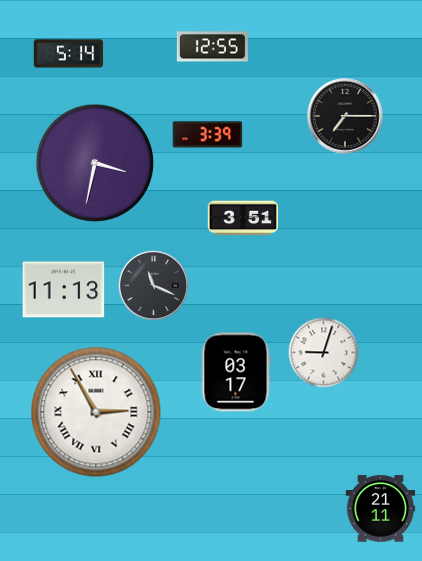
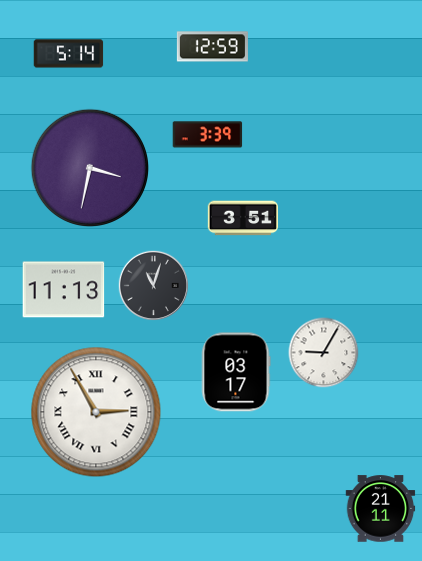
clock at (212, 47): 12:55 -> 12:59
clock at (345, 116): 7:15 -> none
clock at (94, 162) position: (94, 162) -> (89, 167)
clock at (154, 286): 11:19 -> 11:03
clock at (324, 353): 9:03 -> 9:05
